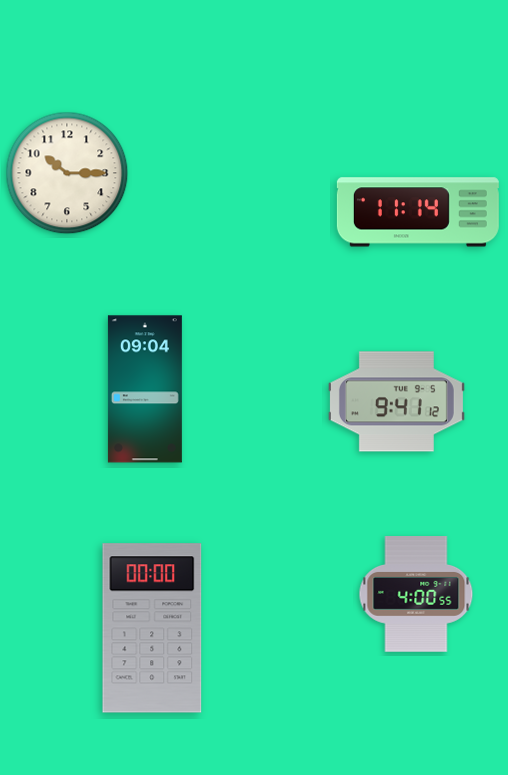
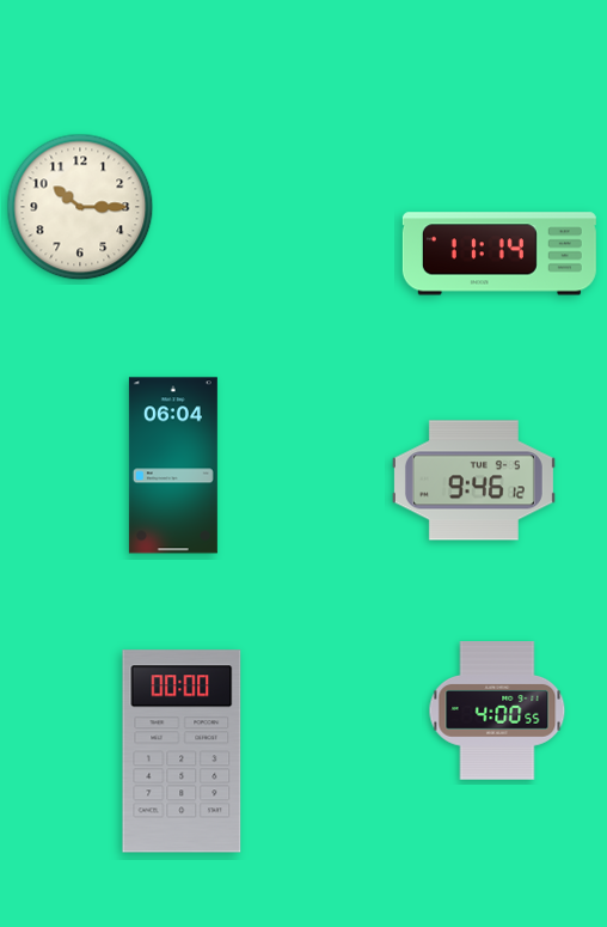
clock at (145, 389): 09:04 -> 06:04
clock at (396, 402): 9:41 -> 9:46
